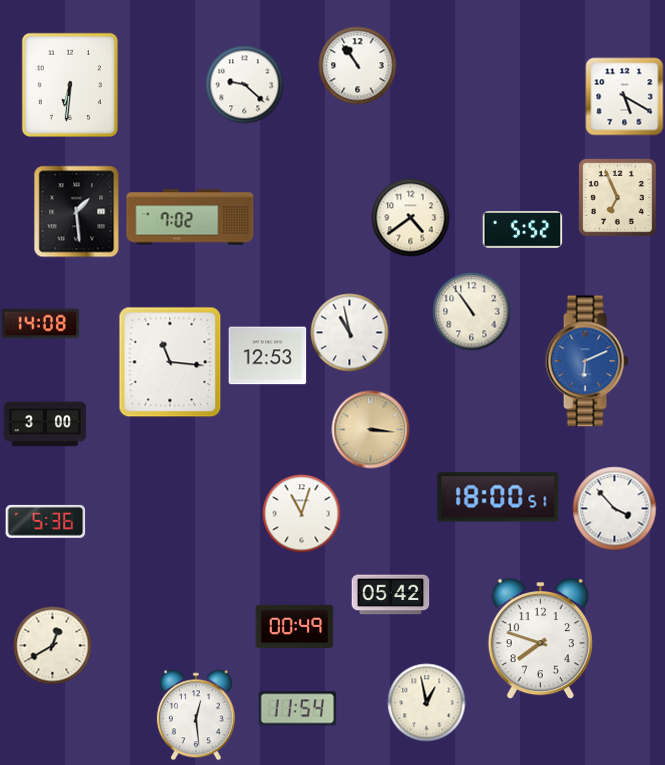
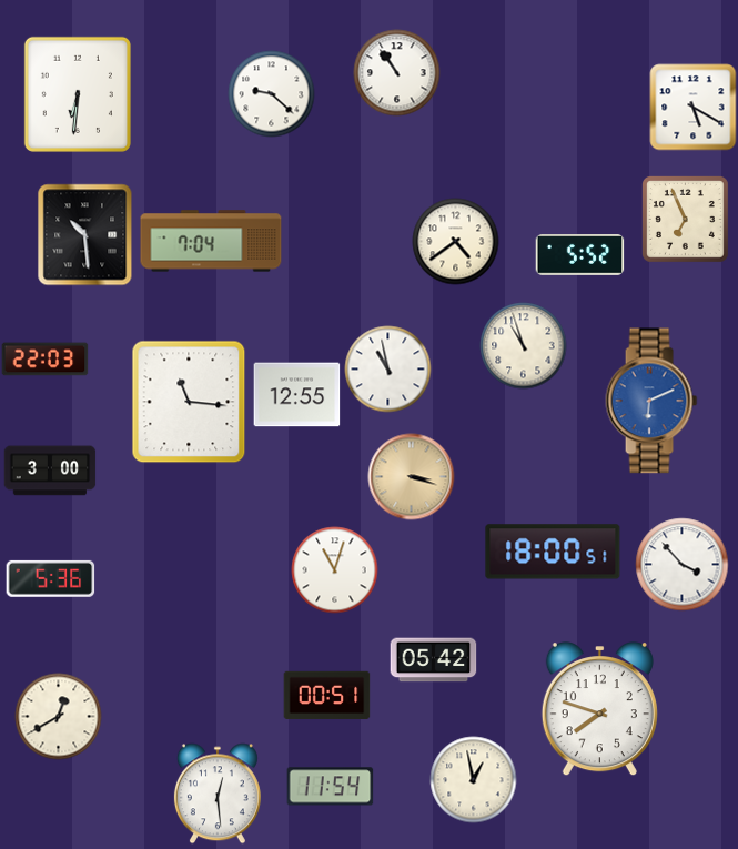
clock at (77, 211): 1:29 -> 10:29
clock at (190, 217): 7:02 -> 7:04
clock at (471, 311): 10:54 -> 10:57
clock at (40, 324): 14:08 -> 22:03
clock at (267, 356): 12:53 -> 12:55
clock at (370, 429): 3:16 -> 3:18
clock at (294, 627): 00:49 -> 00:51
